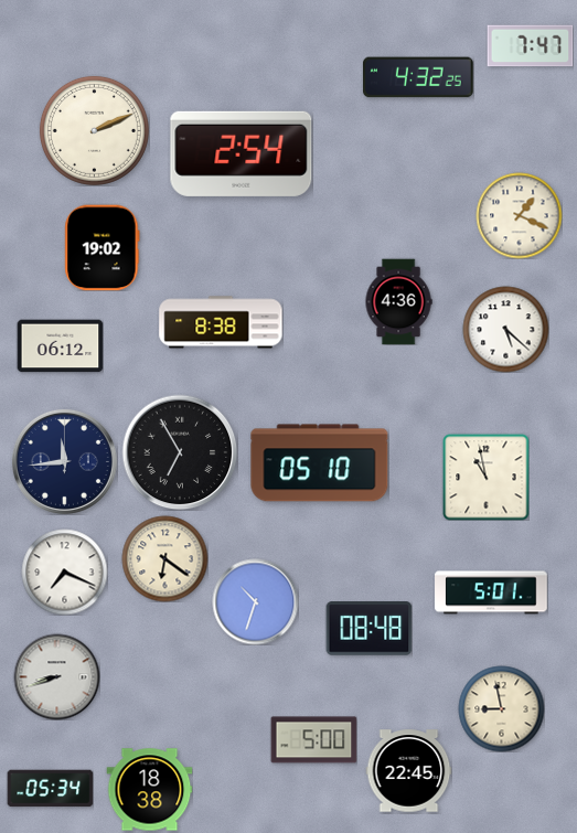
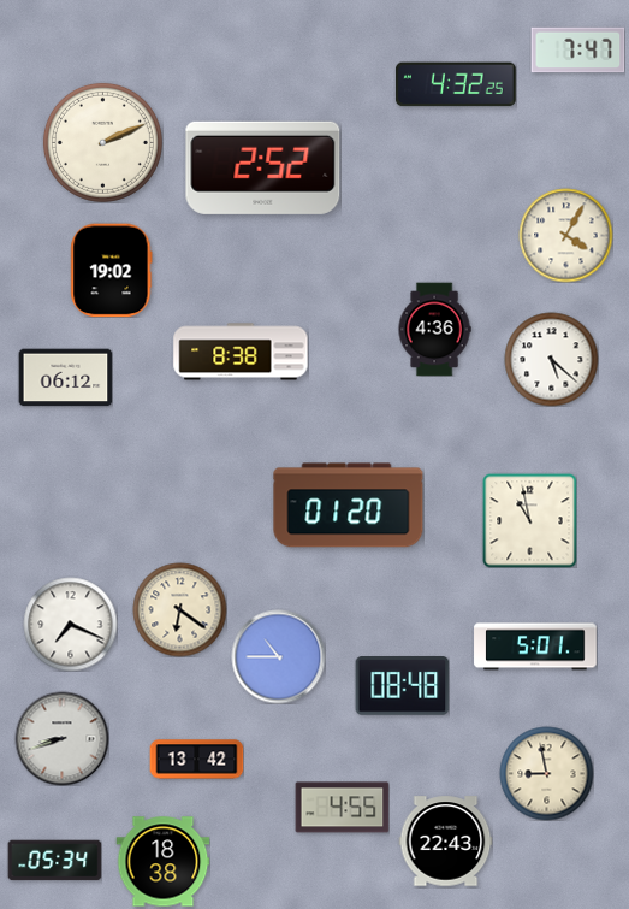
clock at (242, 153): 2:54 -> 2:52
clock at (519, 215): 1:19 -> 4:05
clock at (180, 452): 6:55 -> none
clock at (64, 461): 11:44 -> none
clock at (320, 463): 05:10 -> 01:20
clock at (255, 601): 10:33 -> 10:45
clock at (196, 760): none -> 13:42
clock at (313, 740): 5:00 -> 4:55
clock at (408, 771): 22:45 -> 22:43
